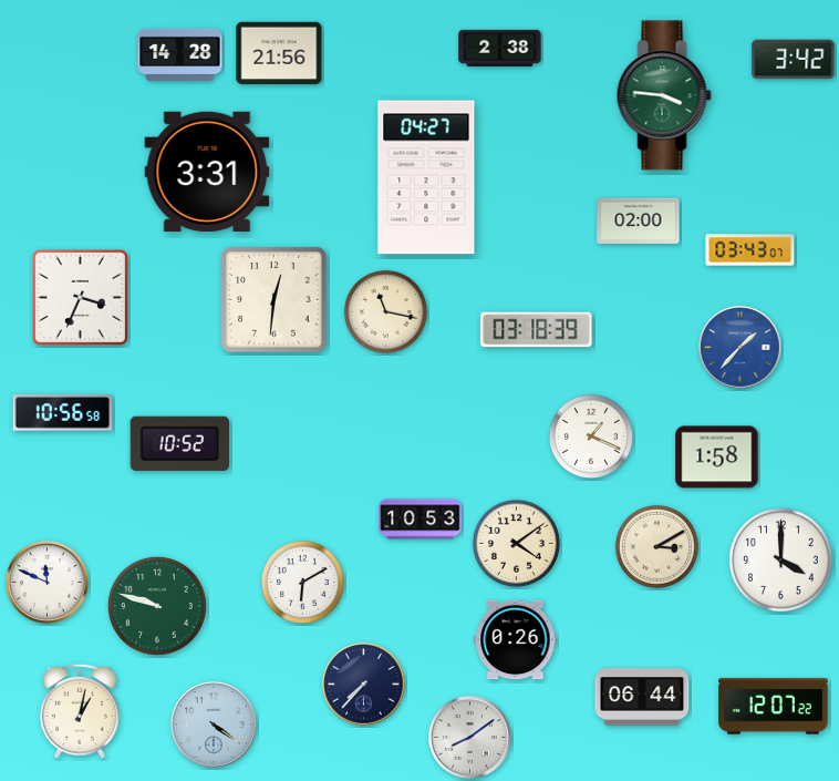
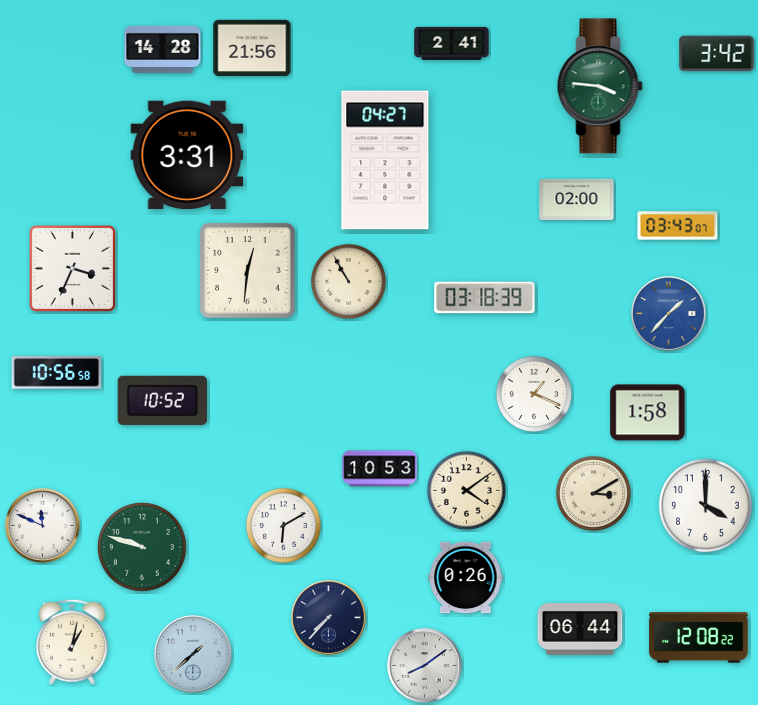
clock at (500, 48): 2:38 -> 2:41
clock at (385, 311): 11:17 -> 10:55
clock at (302, 582) position: (302, 582) -> (283, 525)
clock at (774, 707): 12:07 -> 12:08
clock at (214, 725): 4:21 -> 1:38
